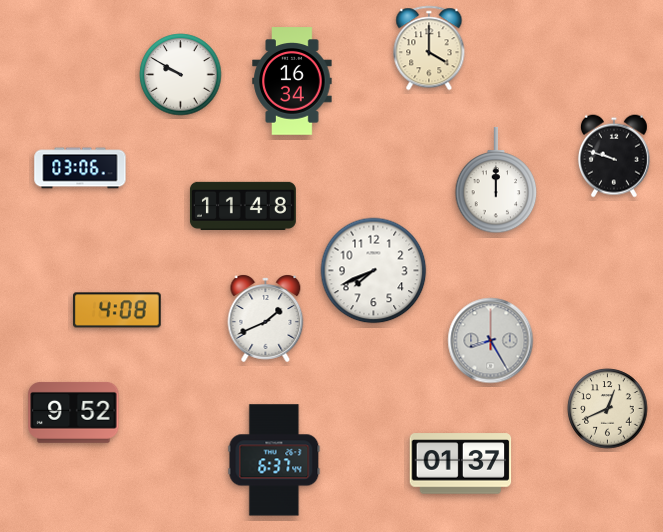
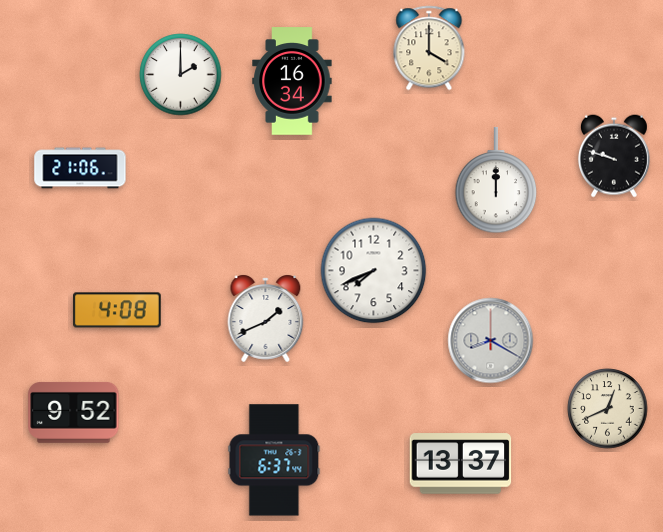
clock at (181, 75): 9:50 -> 2:00
clock at (80, 168): 03:06 -> 21:06
clock at (243, 206): 11:48 -> none
clock at (491, 341): 8:25 -> 8:20
clock at (461, 464): 01:37 -> 13:37
